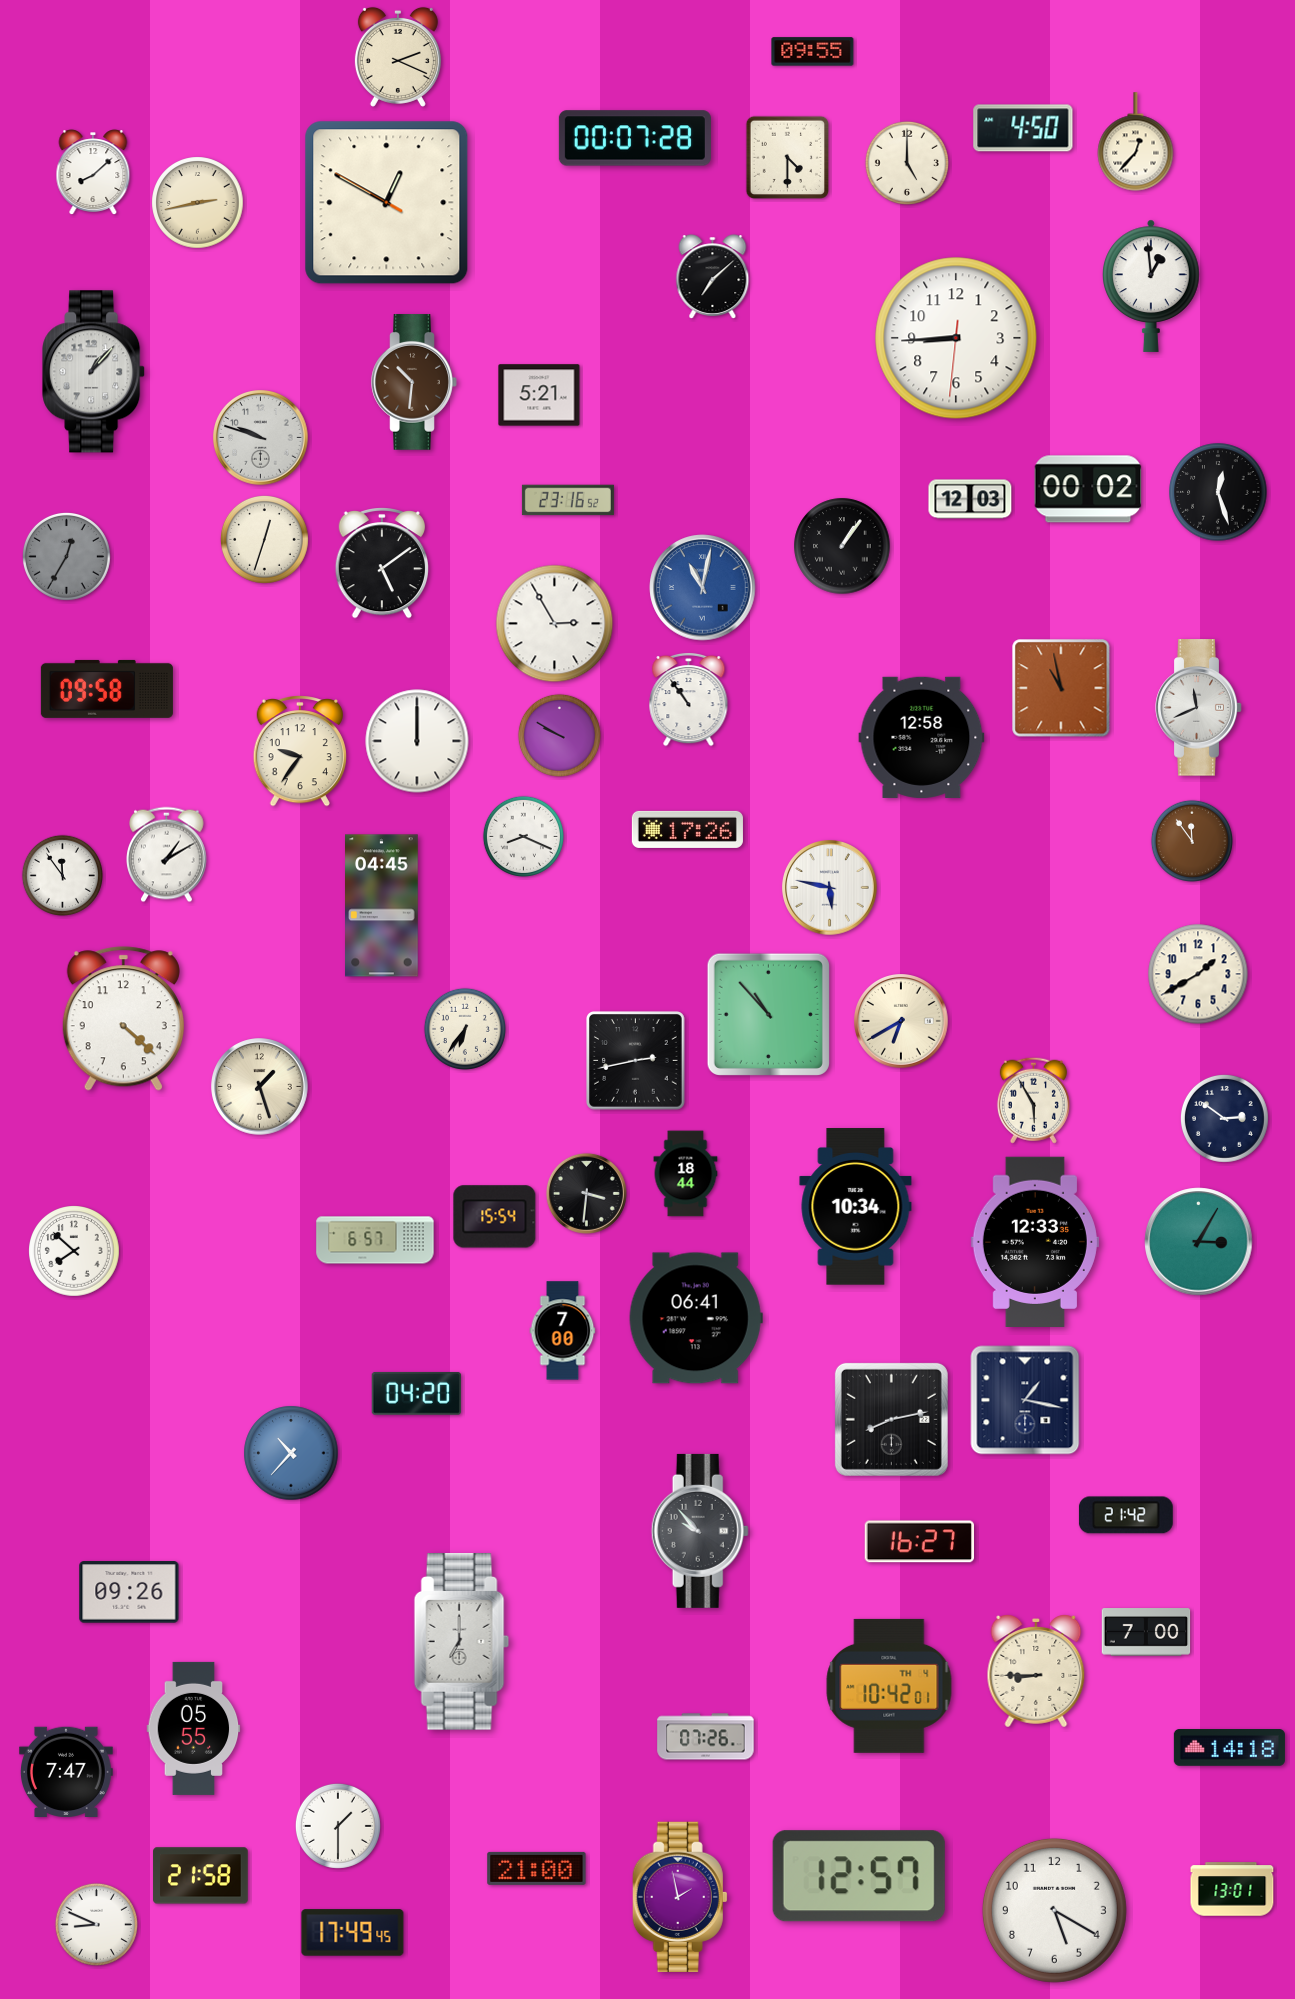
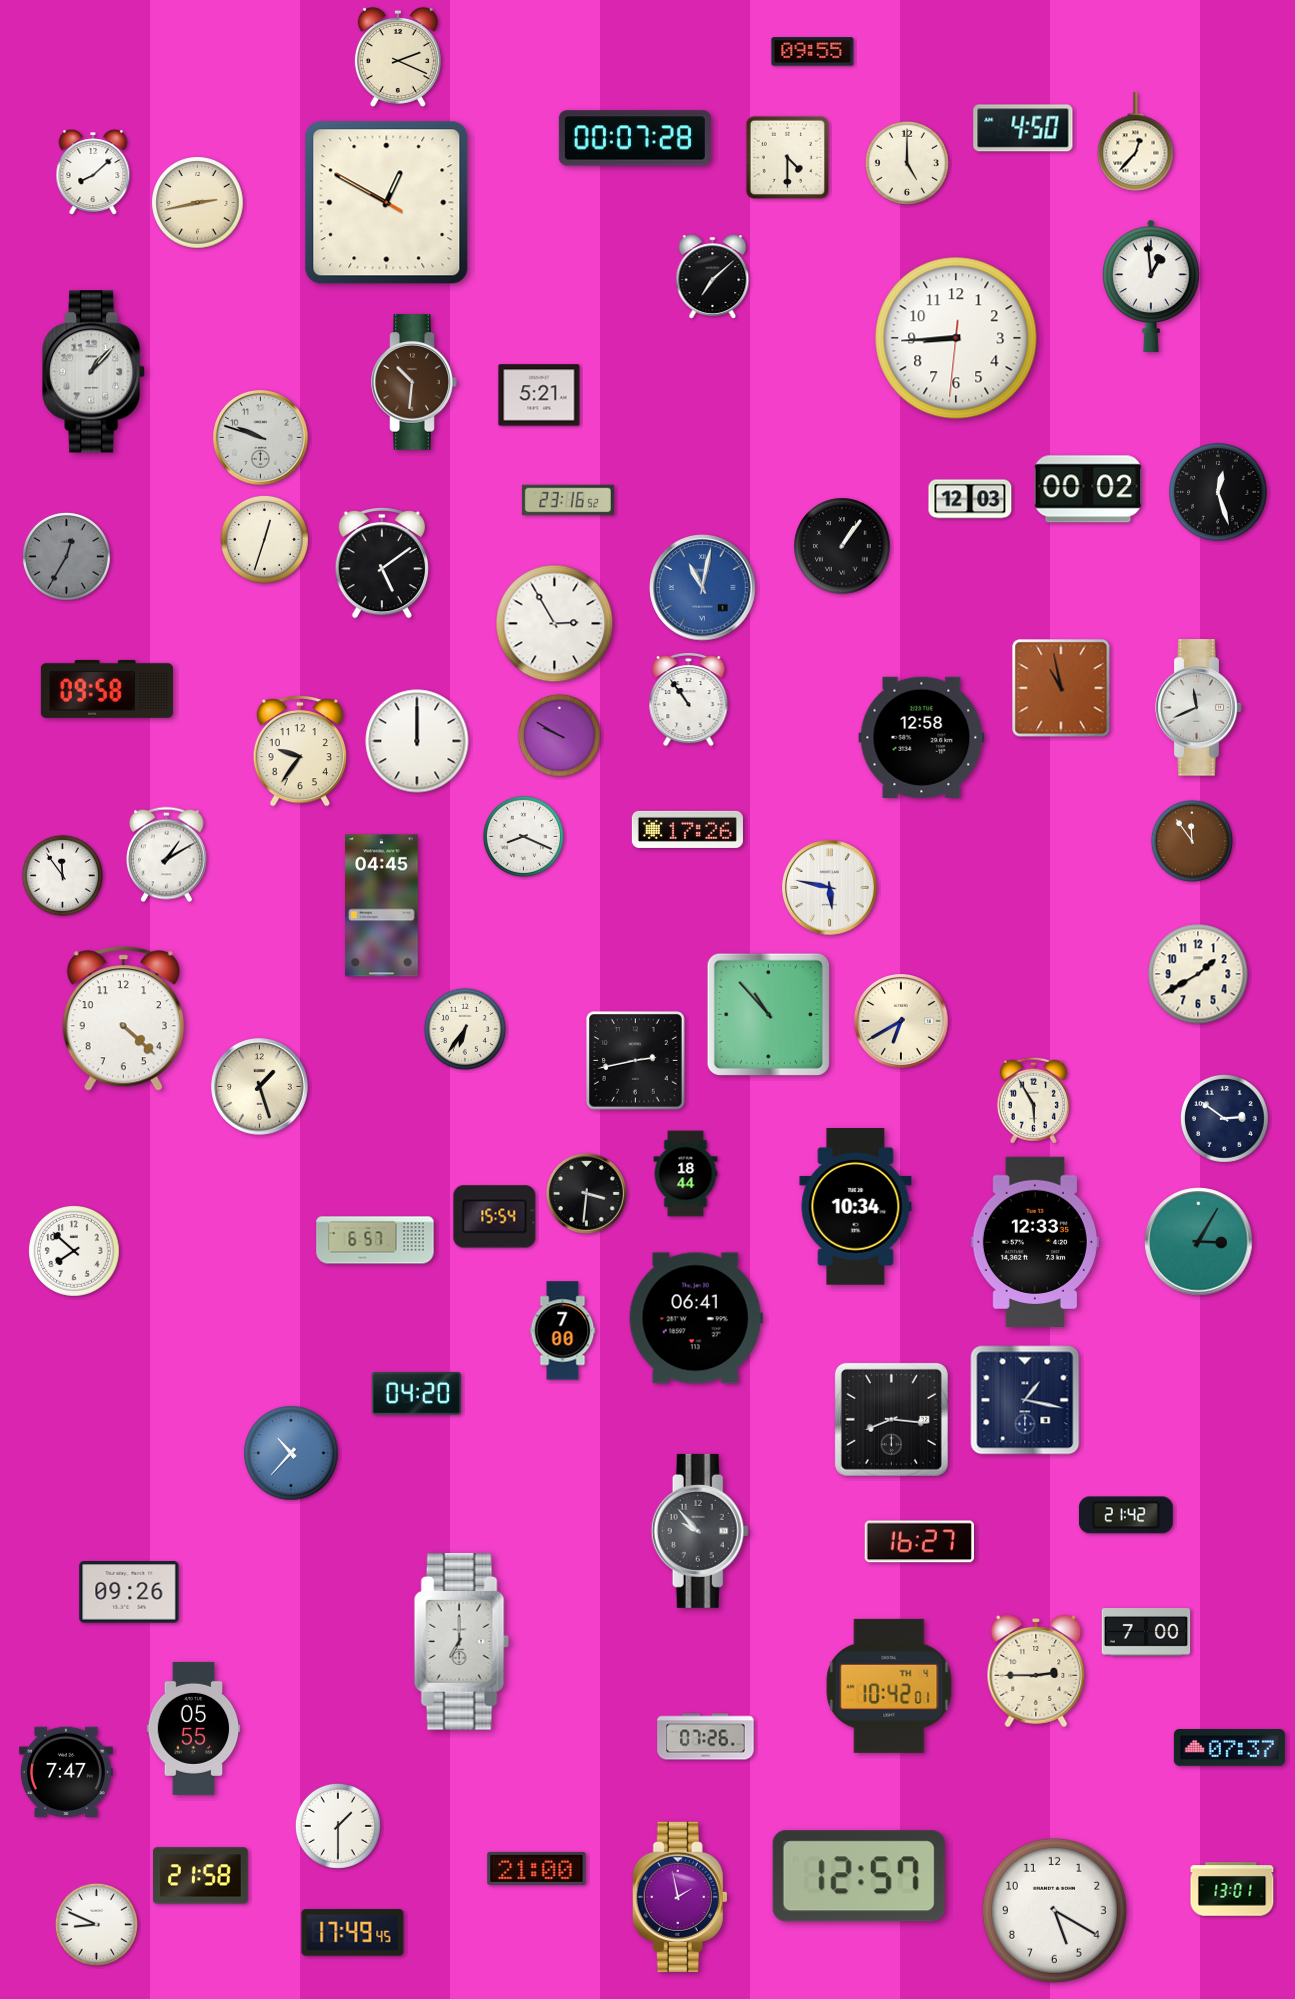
clock at (891, 1419): 8:13 -> 8:16
clock at (1036, 1671): 8:45 -> 2:45
clock at (1229, 1748): 14:18 -> 07:37
